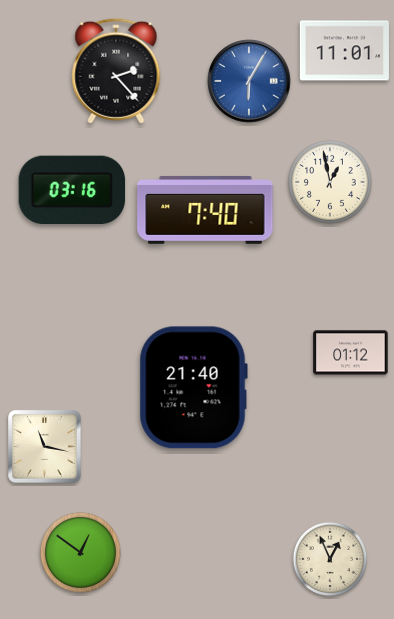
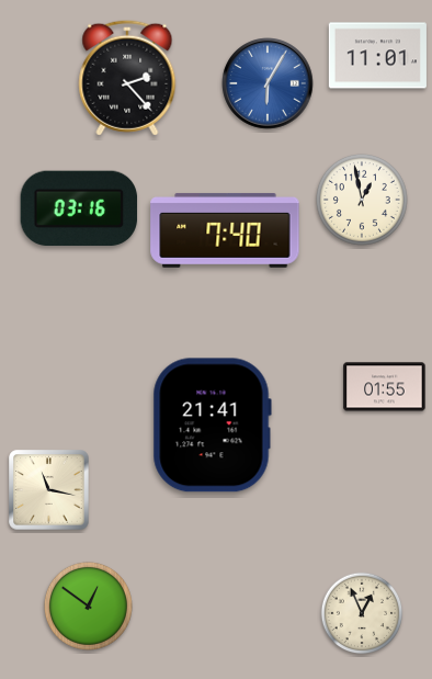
clock at (249, 81) position: (249, 81) -> (268, 83)
clock at (351, 353): 01:12 -> 01:55
clock at (193, 388): 21:40 -> 21:41
